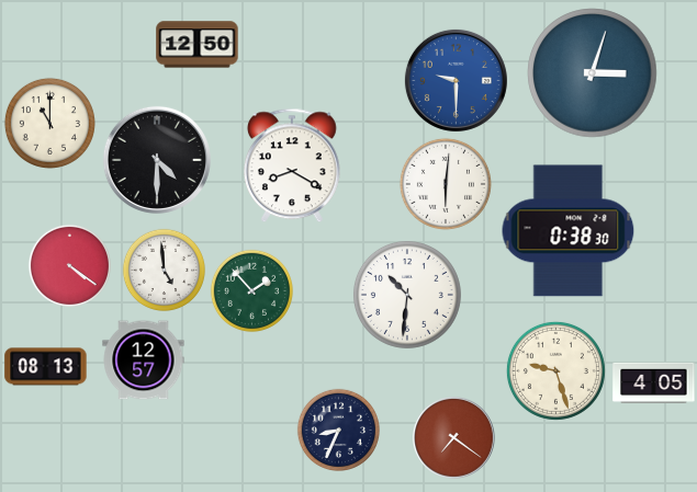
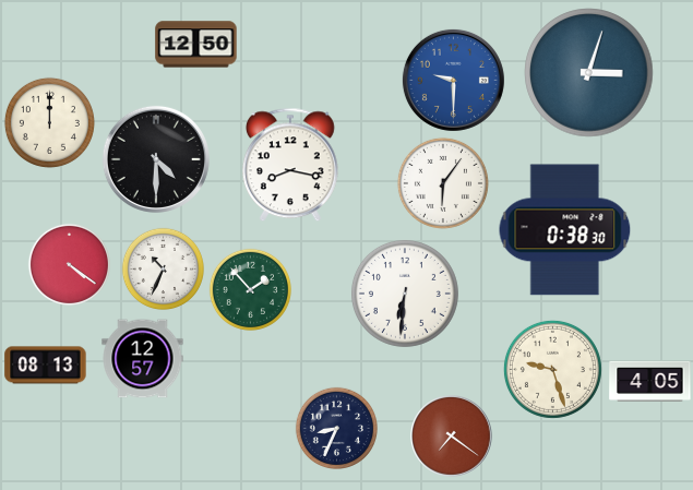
clock at (49, 123): 11:00 -> 12:00
clock at (293, 165): 8:20 -> 8:17
clock at (446, 184): 6:01 -> 6:06
clock at (164, 270): 4:59 -> 10:34
clock at (407, 295): 10:31 -> 6:31
